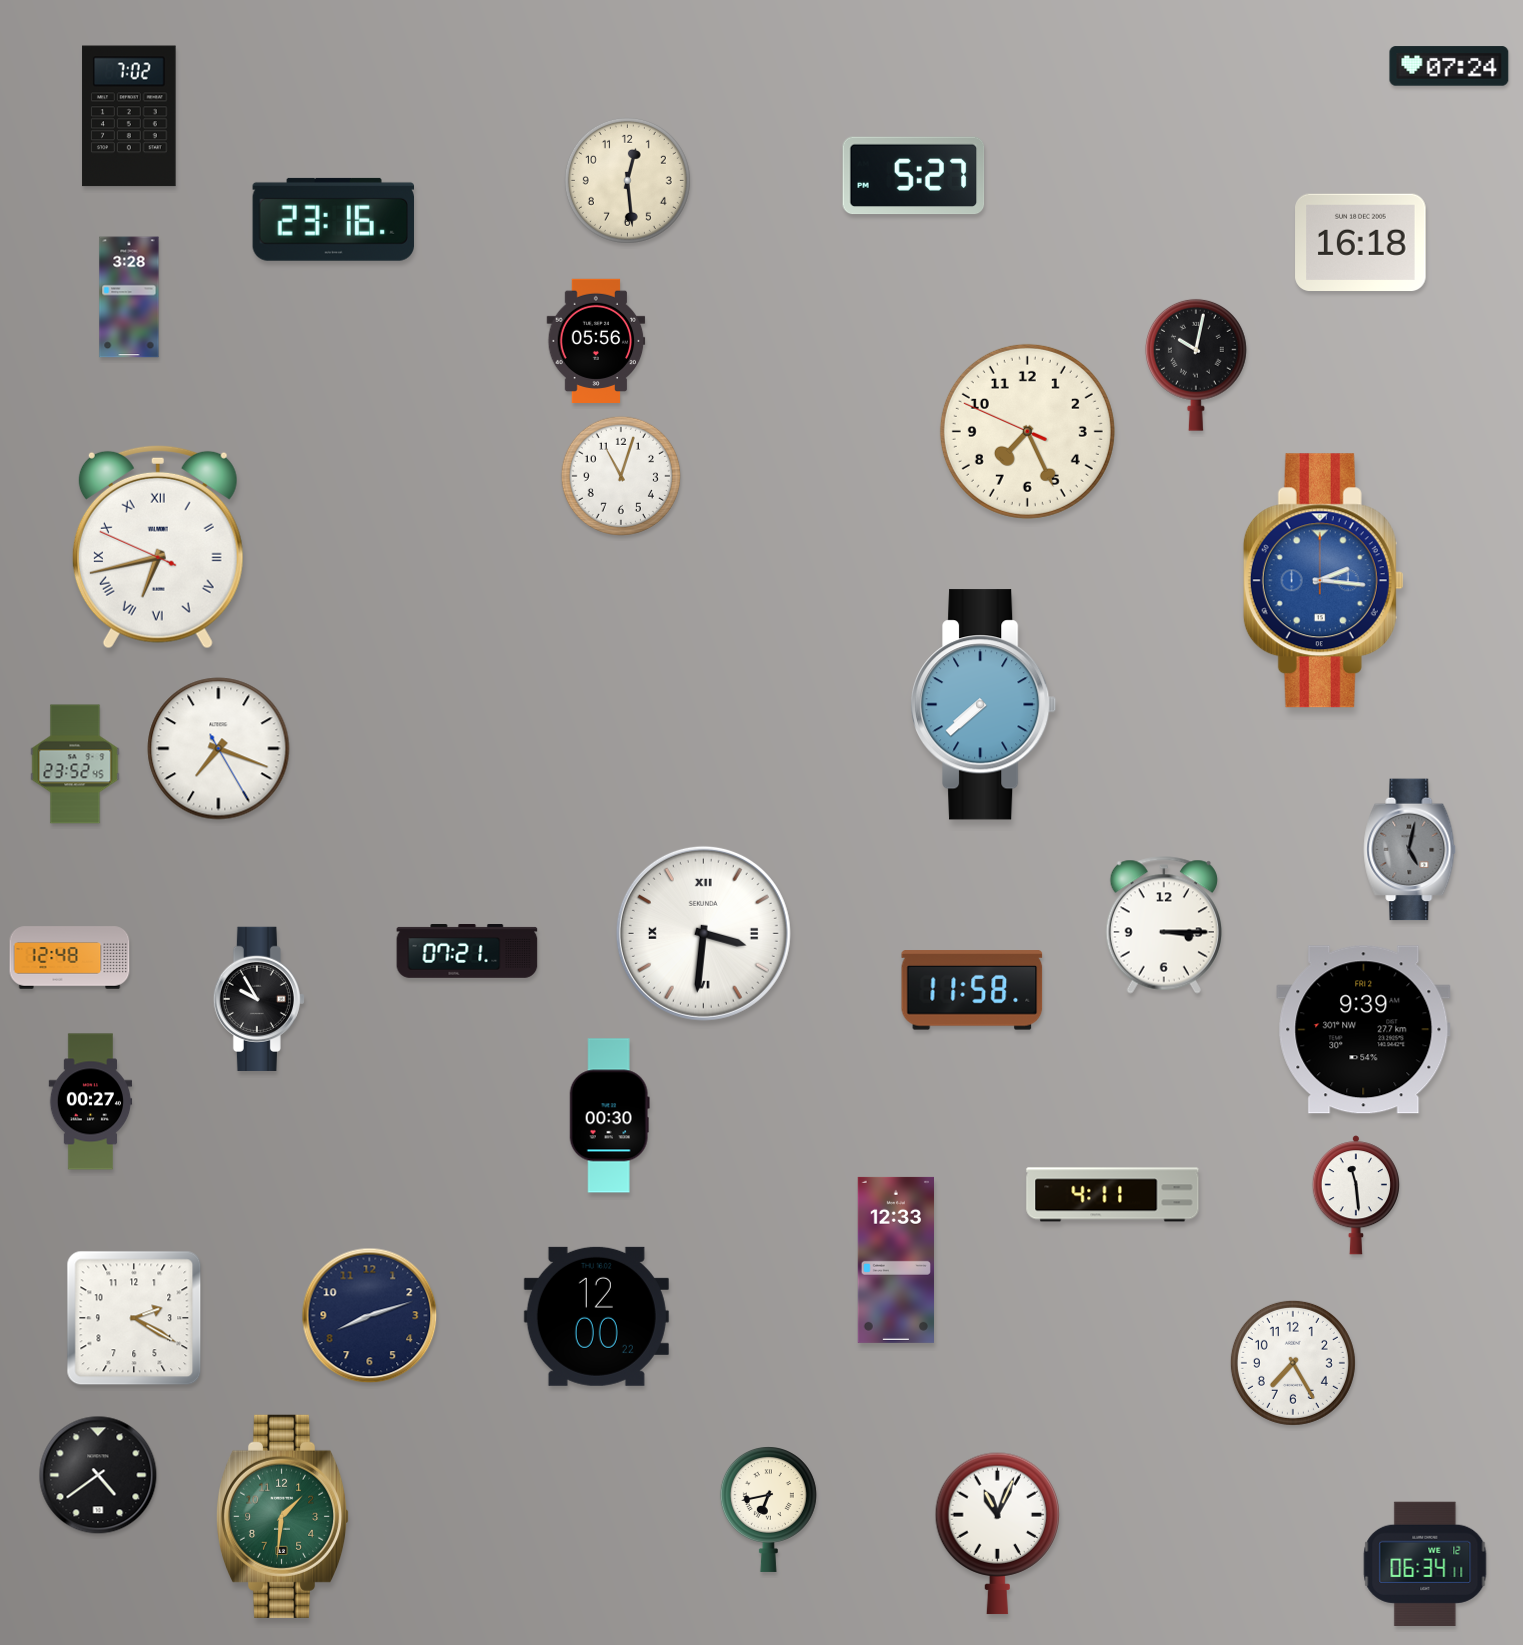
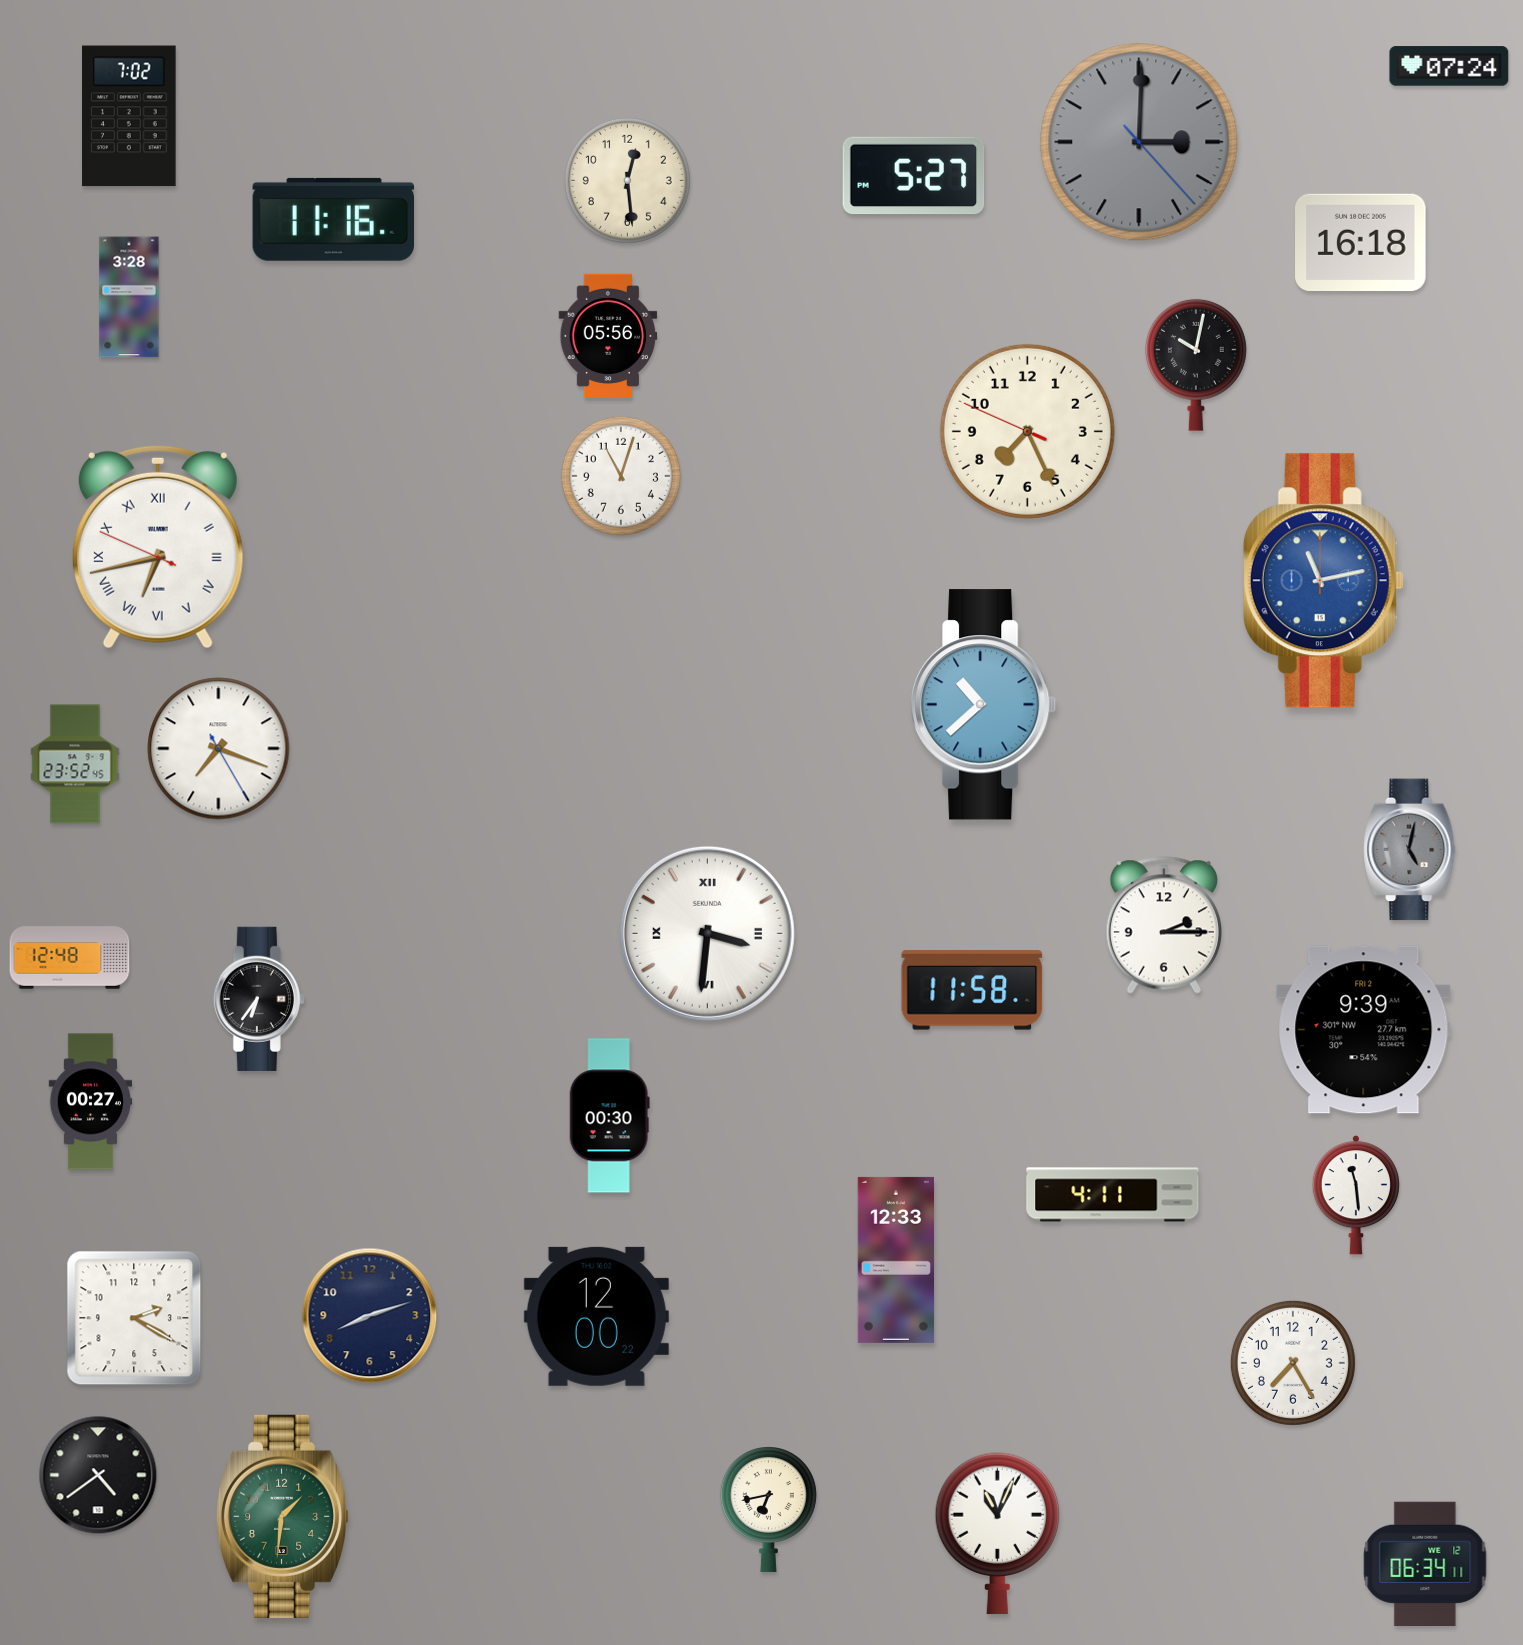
clock at (1139, 142): none -> 3:00
clock at (333, 219): 23:16 -> 11:16
clock at (596, 341) position: (596, 341) -> (608, 336)
clock at (1323, 581): 2:16 -> 11:13
clock at (984, 705): 7:38 -> 10:38
clock at (1164, 925): 3:15 -> 2:15
clock at (703, 933) position: (703, 933) -> (707, 933)
clock at (467, 952): 07:21 -> none
clock at (259, 999): 9:55 -> 6:36
